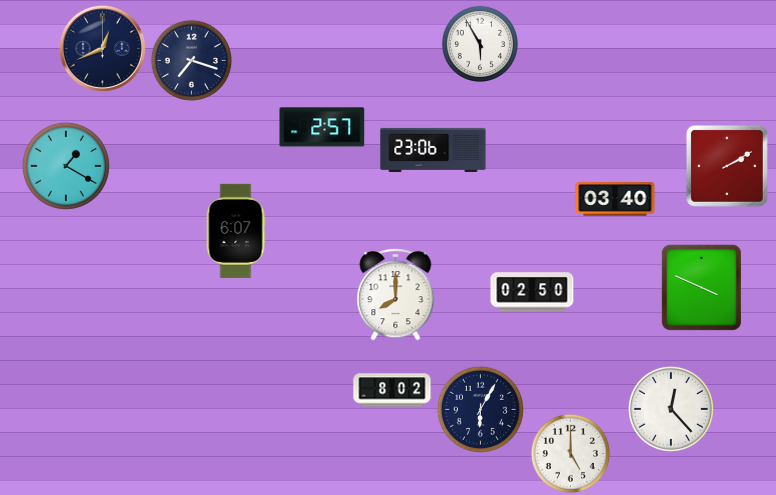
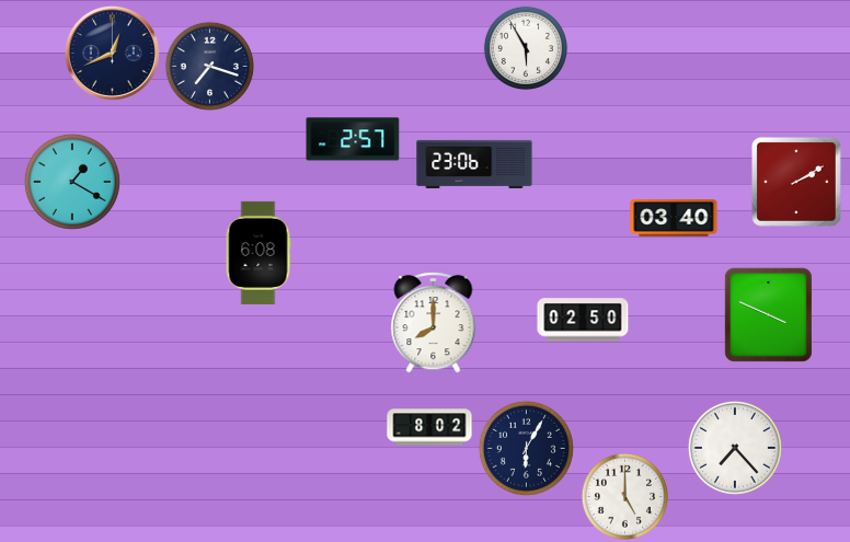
clock at (236, 231): 6:07 -> 6:08
clock at (671, 409): 12:23 -> 7:23
